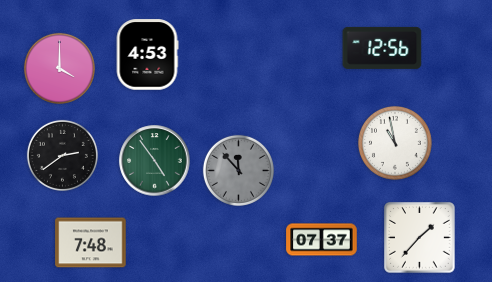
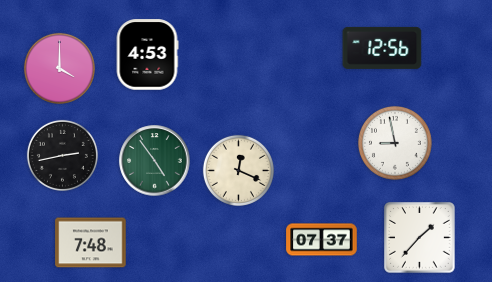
clock at (395, 144): 10:58 -> 8:58
clock at (62, 155): 2:39 -> 2:43
clock at (238, 170): 11:53 -> 12:19
clock at (238, 170) dial: grey -> cream
